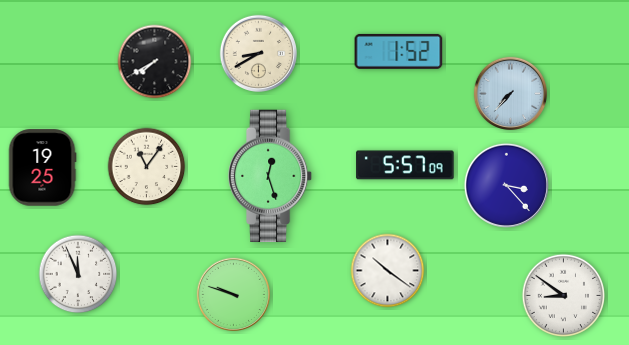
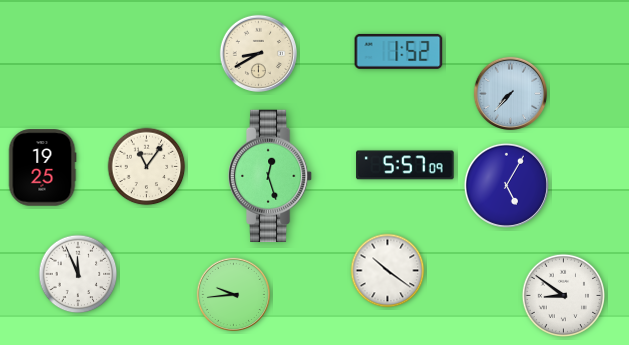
clock at (155, 62): 7:40 -> none
clock at (506, 185): 3:23 -> 5:05
clock at (233, 294): 9:48 -> 9:44
